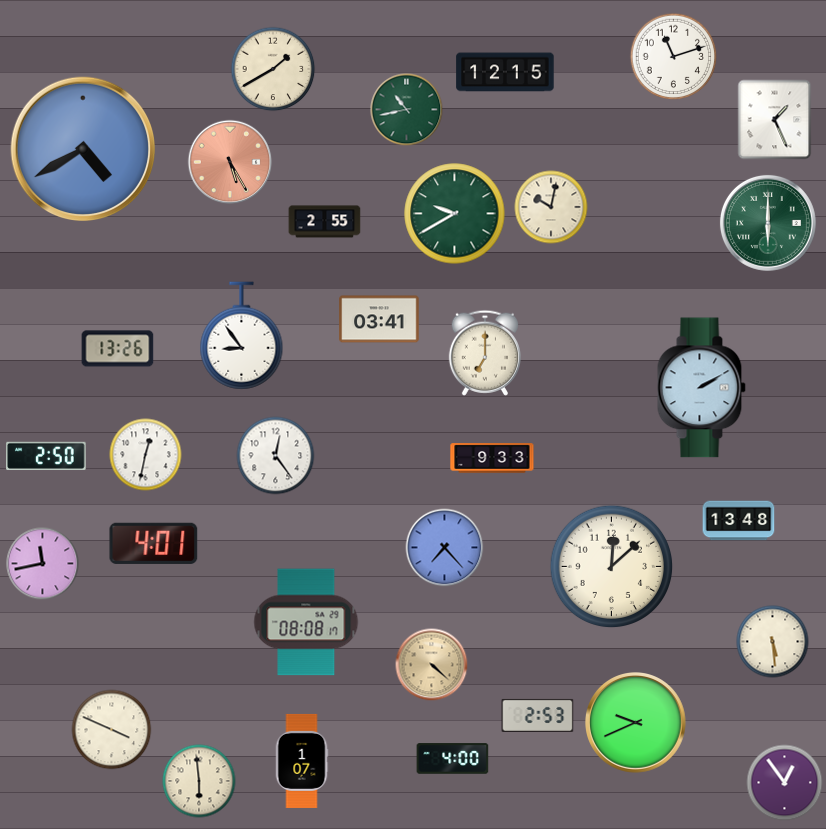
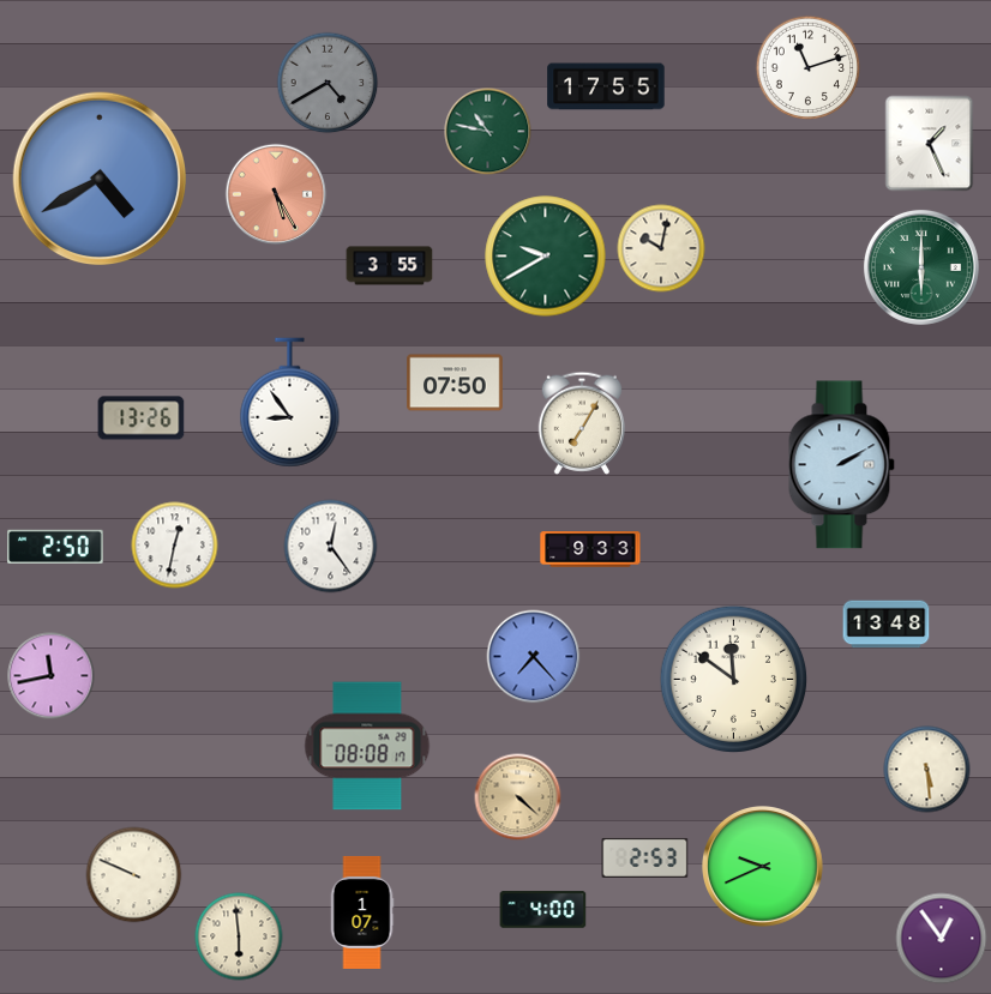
clock at (273, 69): 1:40 -> 4:40
clock at (273, 69) dial: cream -> grey
clock at (505, 72): 12:15 -> 17:55
clock at (407, 110): 10:43 -> 10:47
clock at (325, 222): 2:55 -> 3:55
clock at (379, 319): 03:41 -> 07:50
clock at (484, 353): 7:00 -> 7:05
clock at (154, 543): 4:01 -> none
clock at (612, 567): 12:08 -> 11:51
clock at (112, 730): 3:49 -> 9:49
